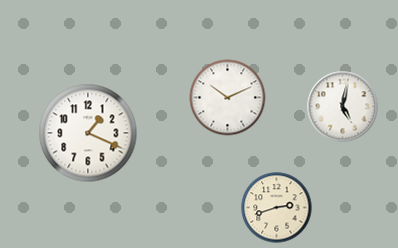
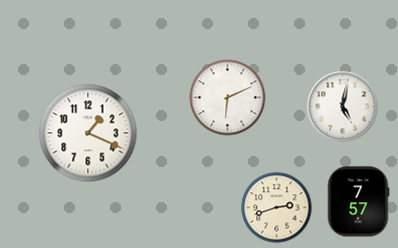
clock at (228, 98): 10:11 -> 6:11
clock at (358, 202): none -> 7:57
